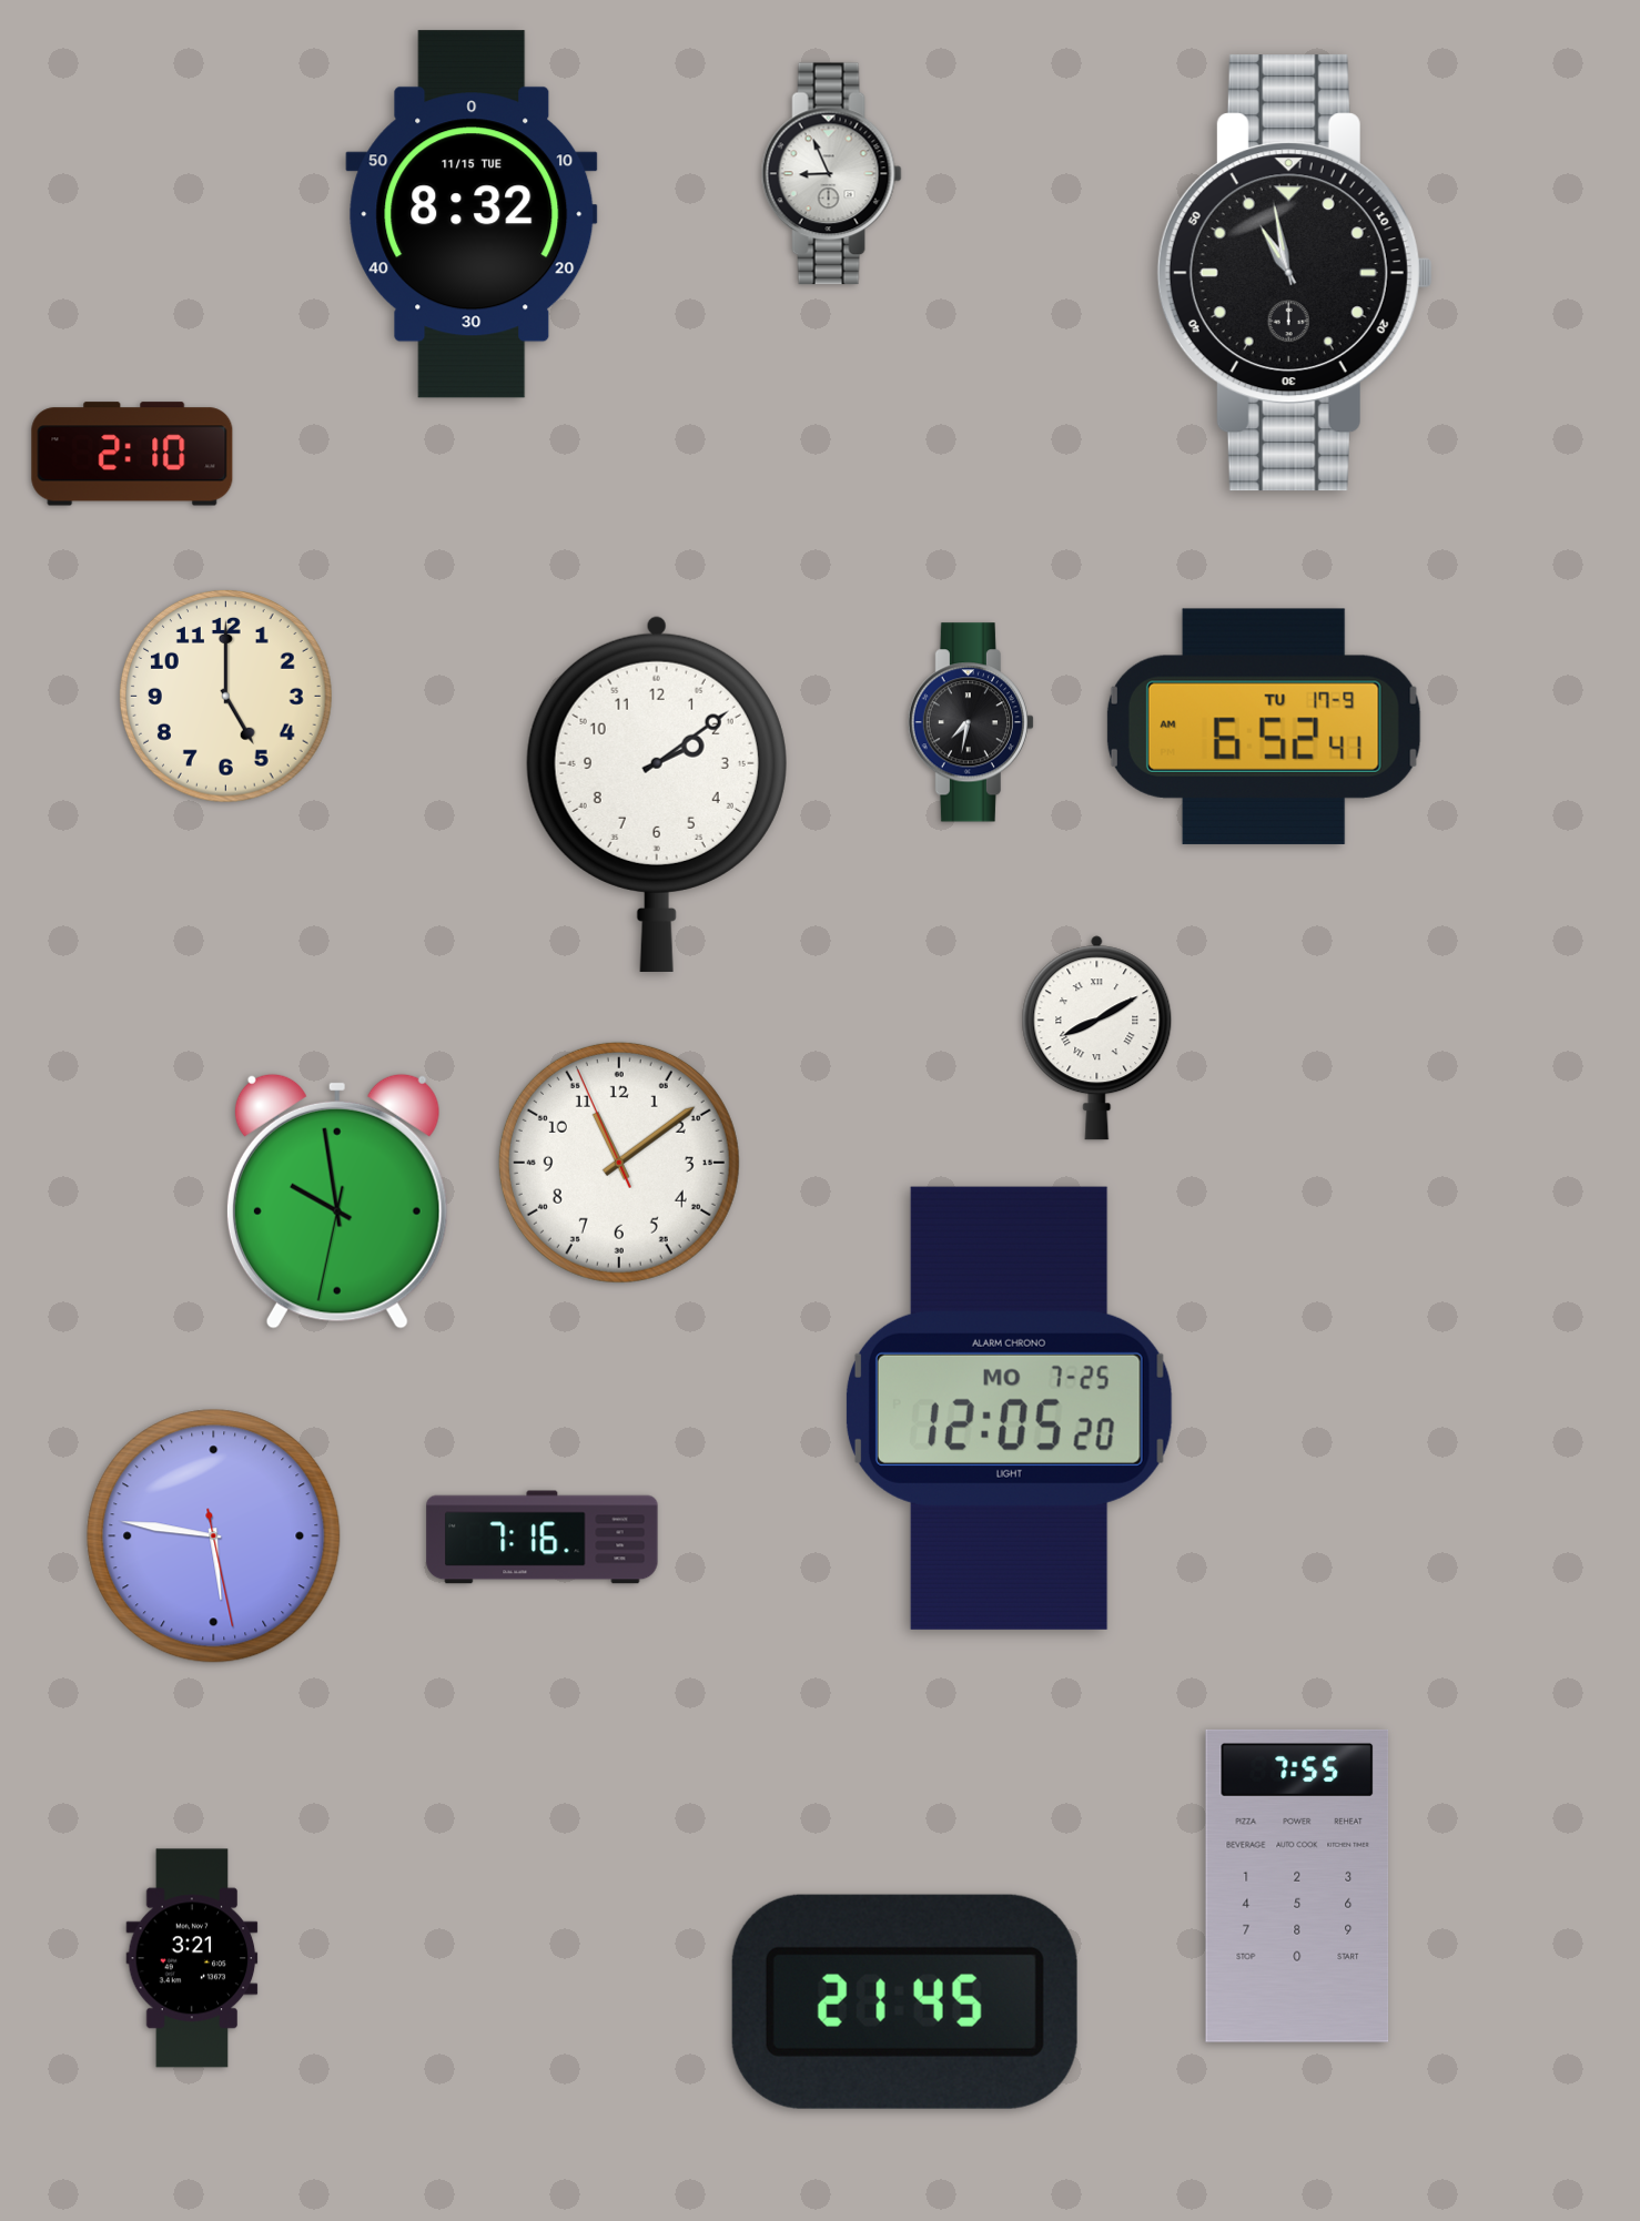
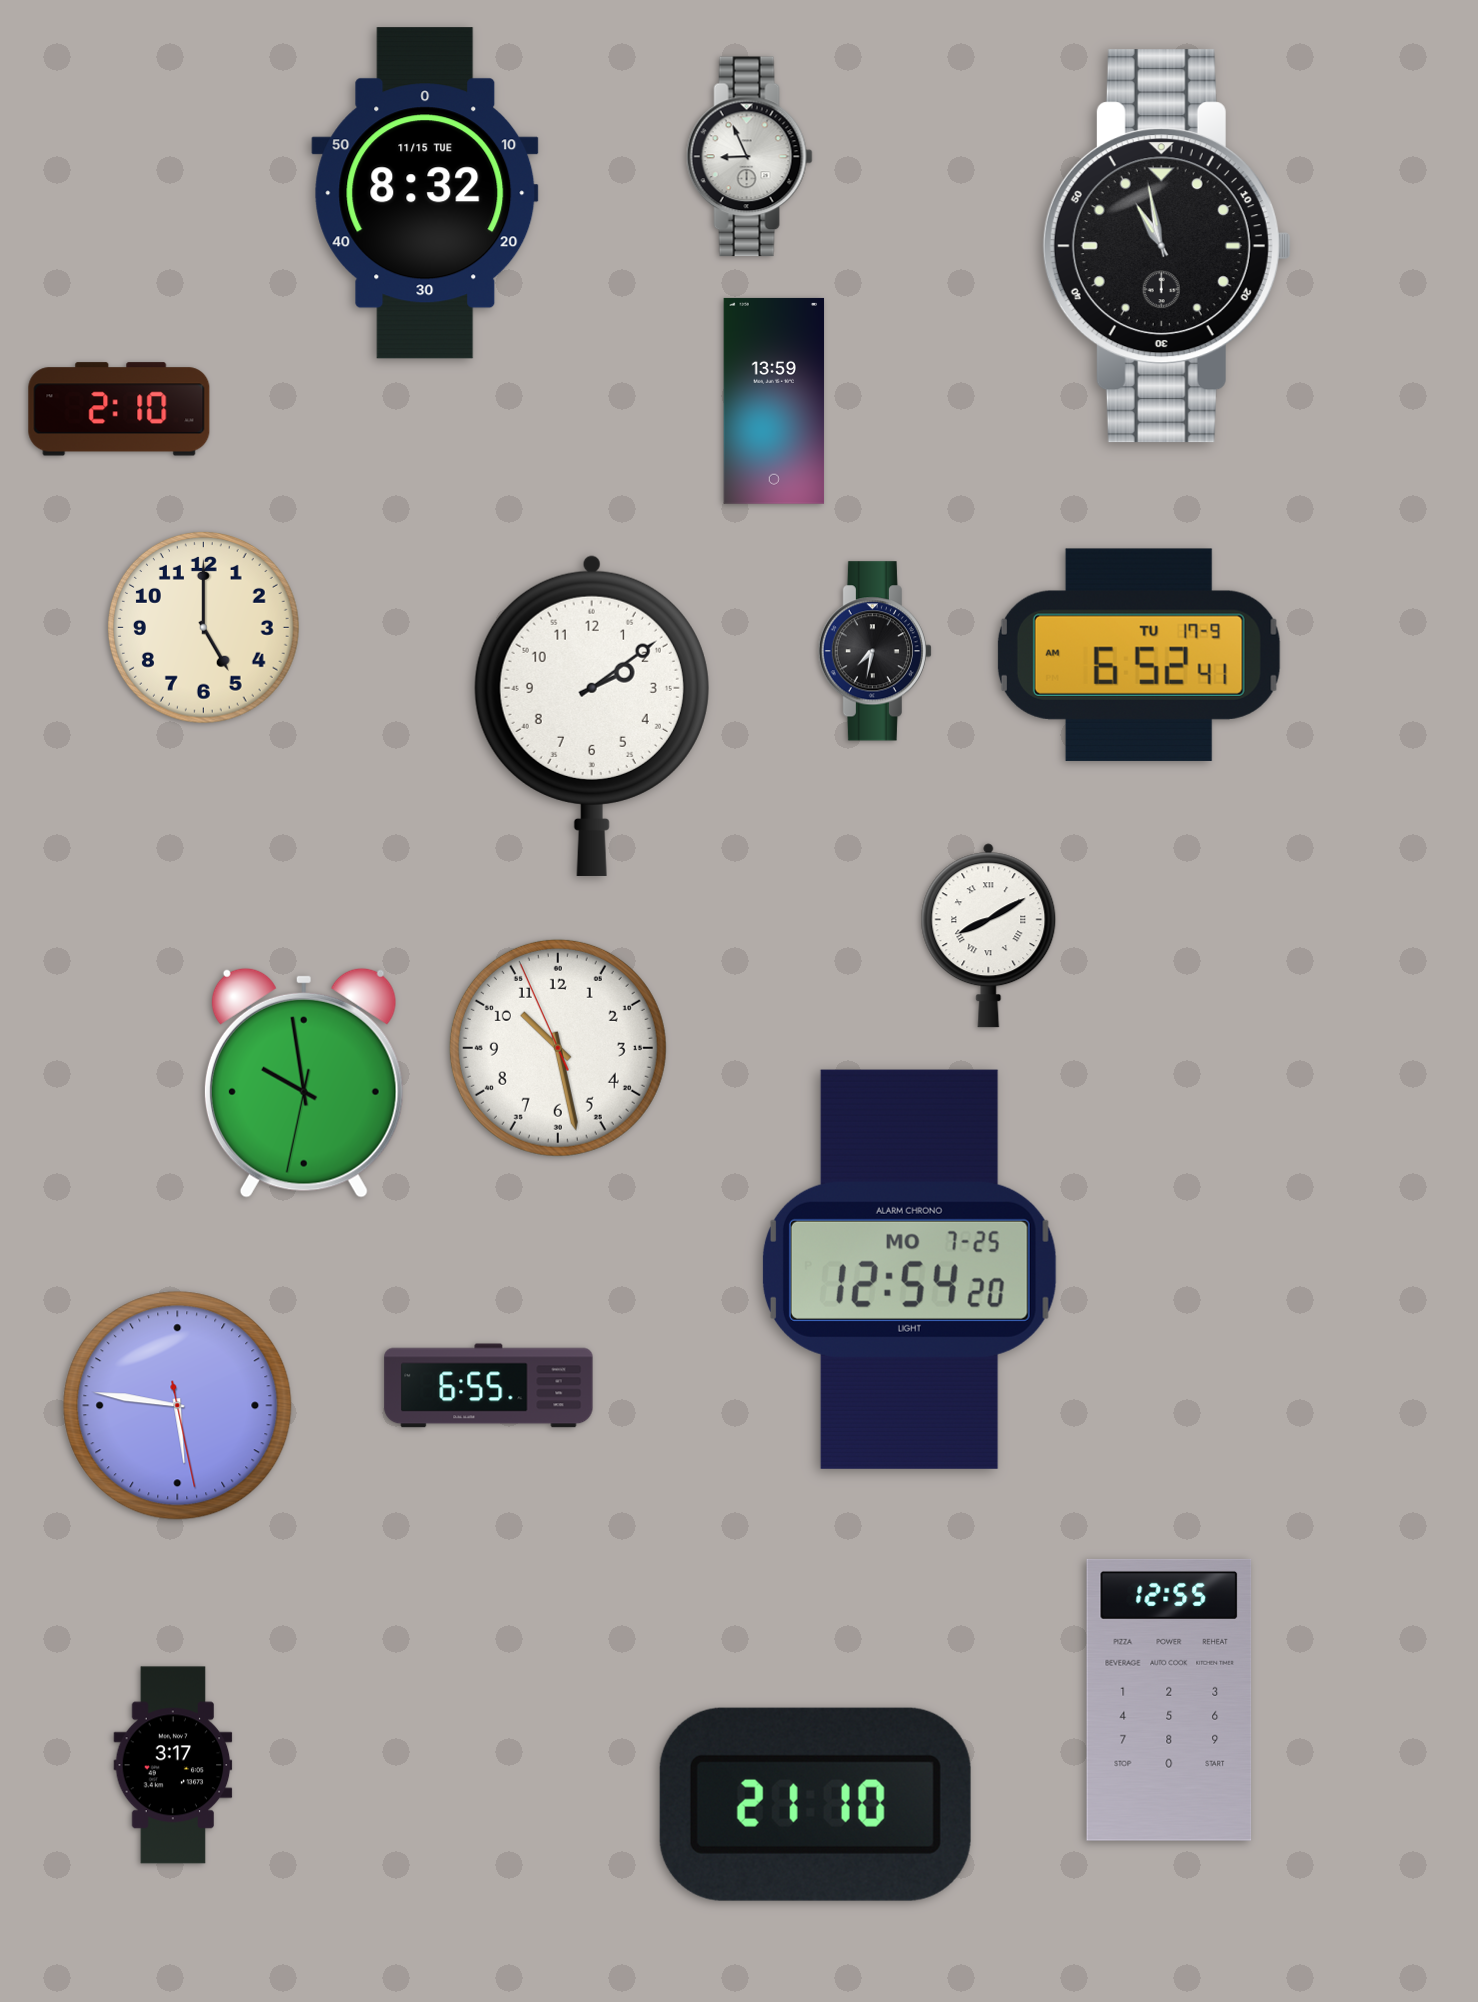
clock at (774, 401): none -> 13:59
clock at (619, 1163): 11:08 -> 10:27
clock at (1009, 1408): 12:05 -> 12:54
clock at (214, 1537) position: (214, 1537) -> (178, 1406)
clock at (543, 1538): 7:16 -> 6:55
clock at (1297, 1886): 7:55 -> 12:55
clock at (192, 1958): 3:21 -> 3:17
clock at (904, 2001): 21:45 -> 21:10
